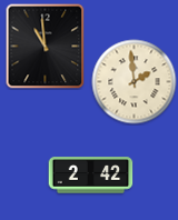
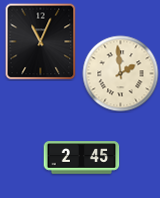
clock at (46, 47): 10:59 -> 11:04
clock at (91, 176): 2:42 -> 2:45
